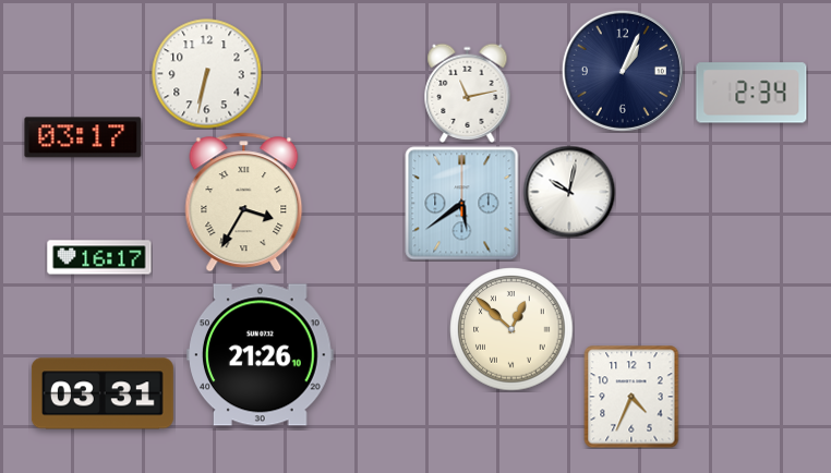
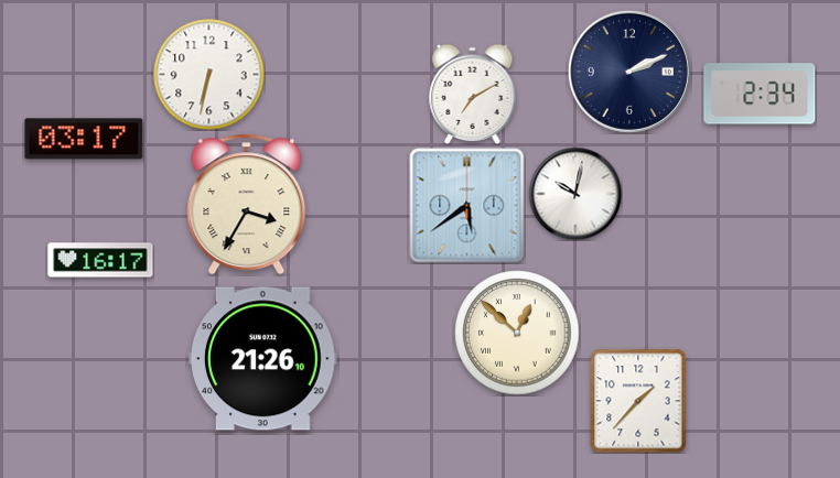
clock at (623, 71): 1:04 -> 2:11
clock at (468, 93): 11:13 -> 7:10
clock at (103, 393): 03:31 -> none
clock at (631, 397): 4:34 -> 1:37
